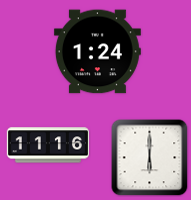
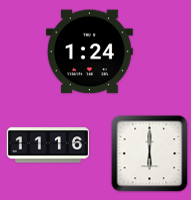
clock at (97, 52) position: (97, 52) -> (89, 52)
clock at (150, 158) position: (150, 158) -> (150, 154)
